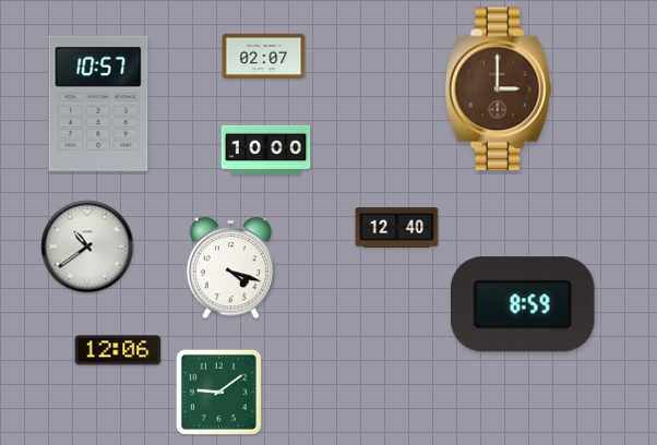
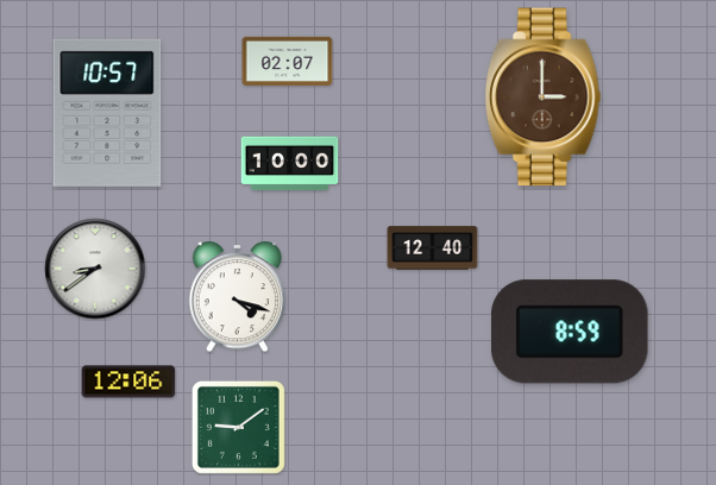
clock at (87, 246): 10:39 -> 8:39
clock at (231, 268) position: (231, 268) -> (238, 297)
